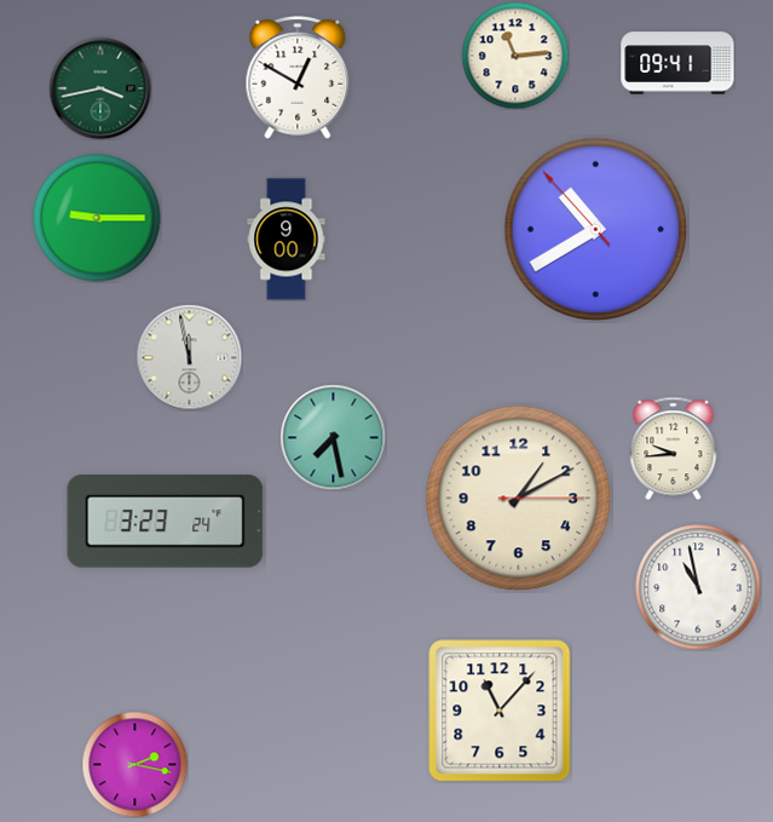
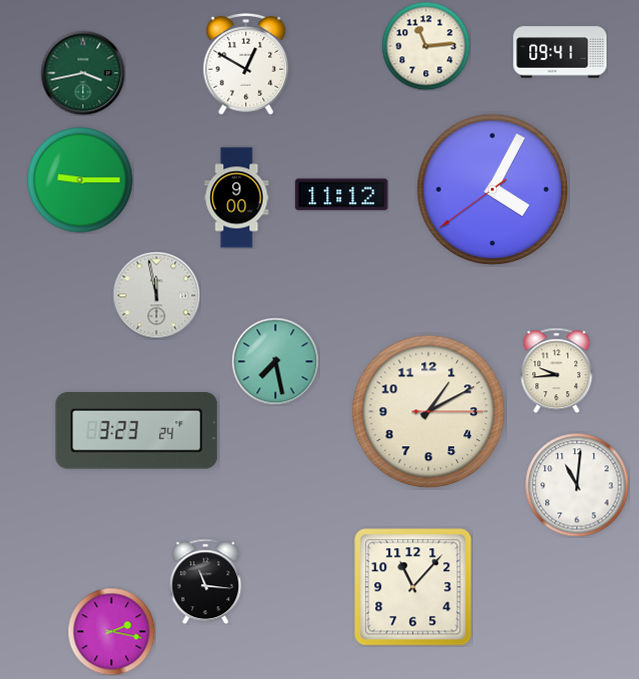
clock at (596, 230): 10:39 -> 4:04
clock at (342, 195): none -> 11:12
clock at (698, 587): 10:58 -> 11:01
clock at (206, 581): none -> 11:16
